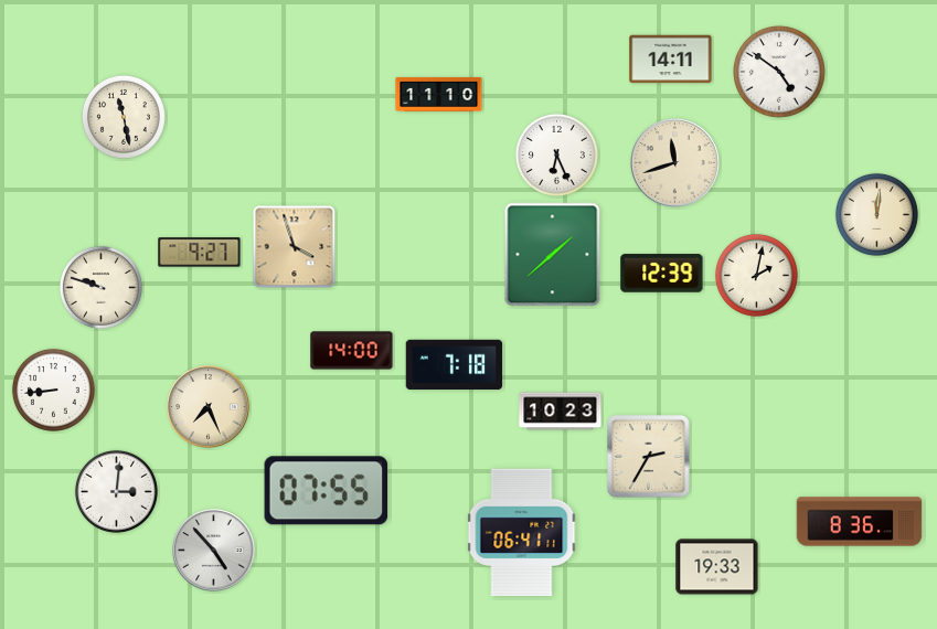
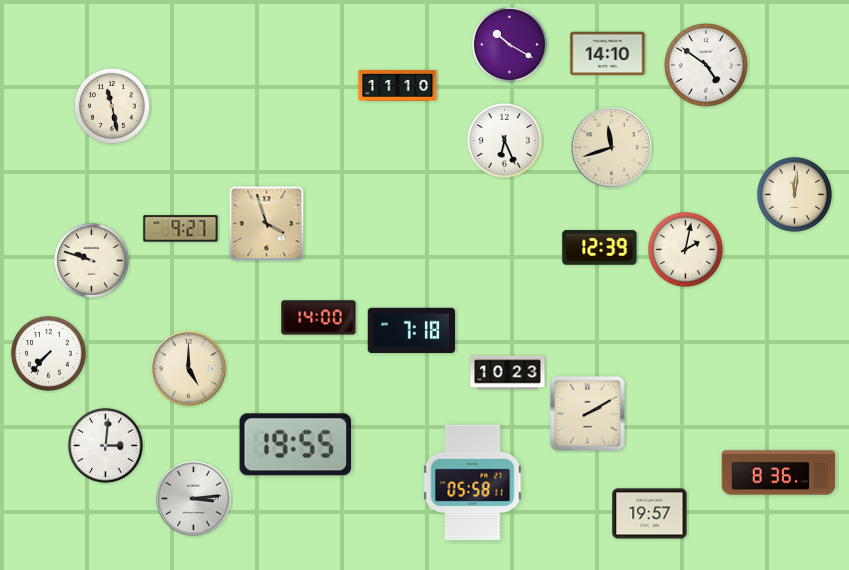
clock at (509, 44): none -> 10:20
clock at (671, 60): 14:11 -> 14:10
clock at (553, 255): 1:38 -> none
clock at (53, 390): 8:44 -> 7:37
clock at (209, 407): 7:26 -> 5:00
clock at (649, 457): 2:35 -> 2:10
clock at (327, 491): 07:55 -> 19:55
clock at (522, 532): 06:41 -> 05:58
clock at (214, 551): 4:53 -> 3:14
clock at (717, 567): 19:33 -> 19:57
